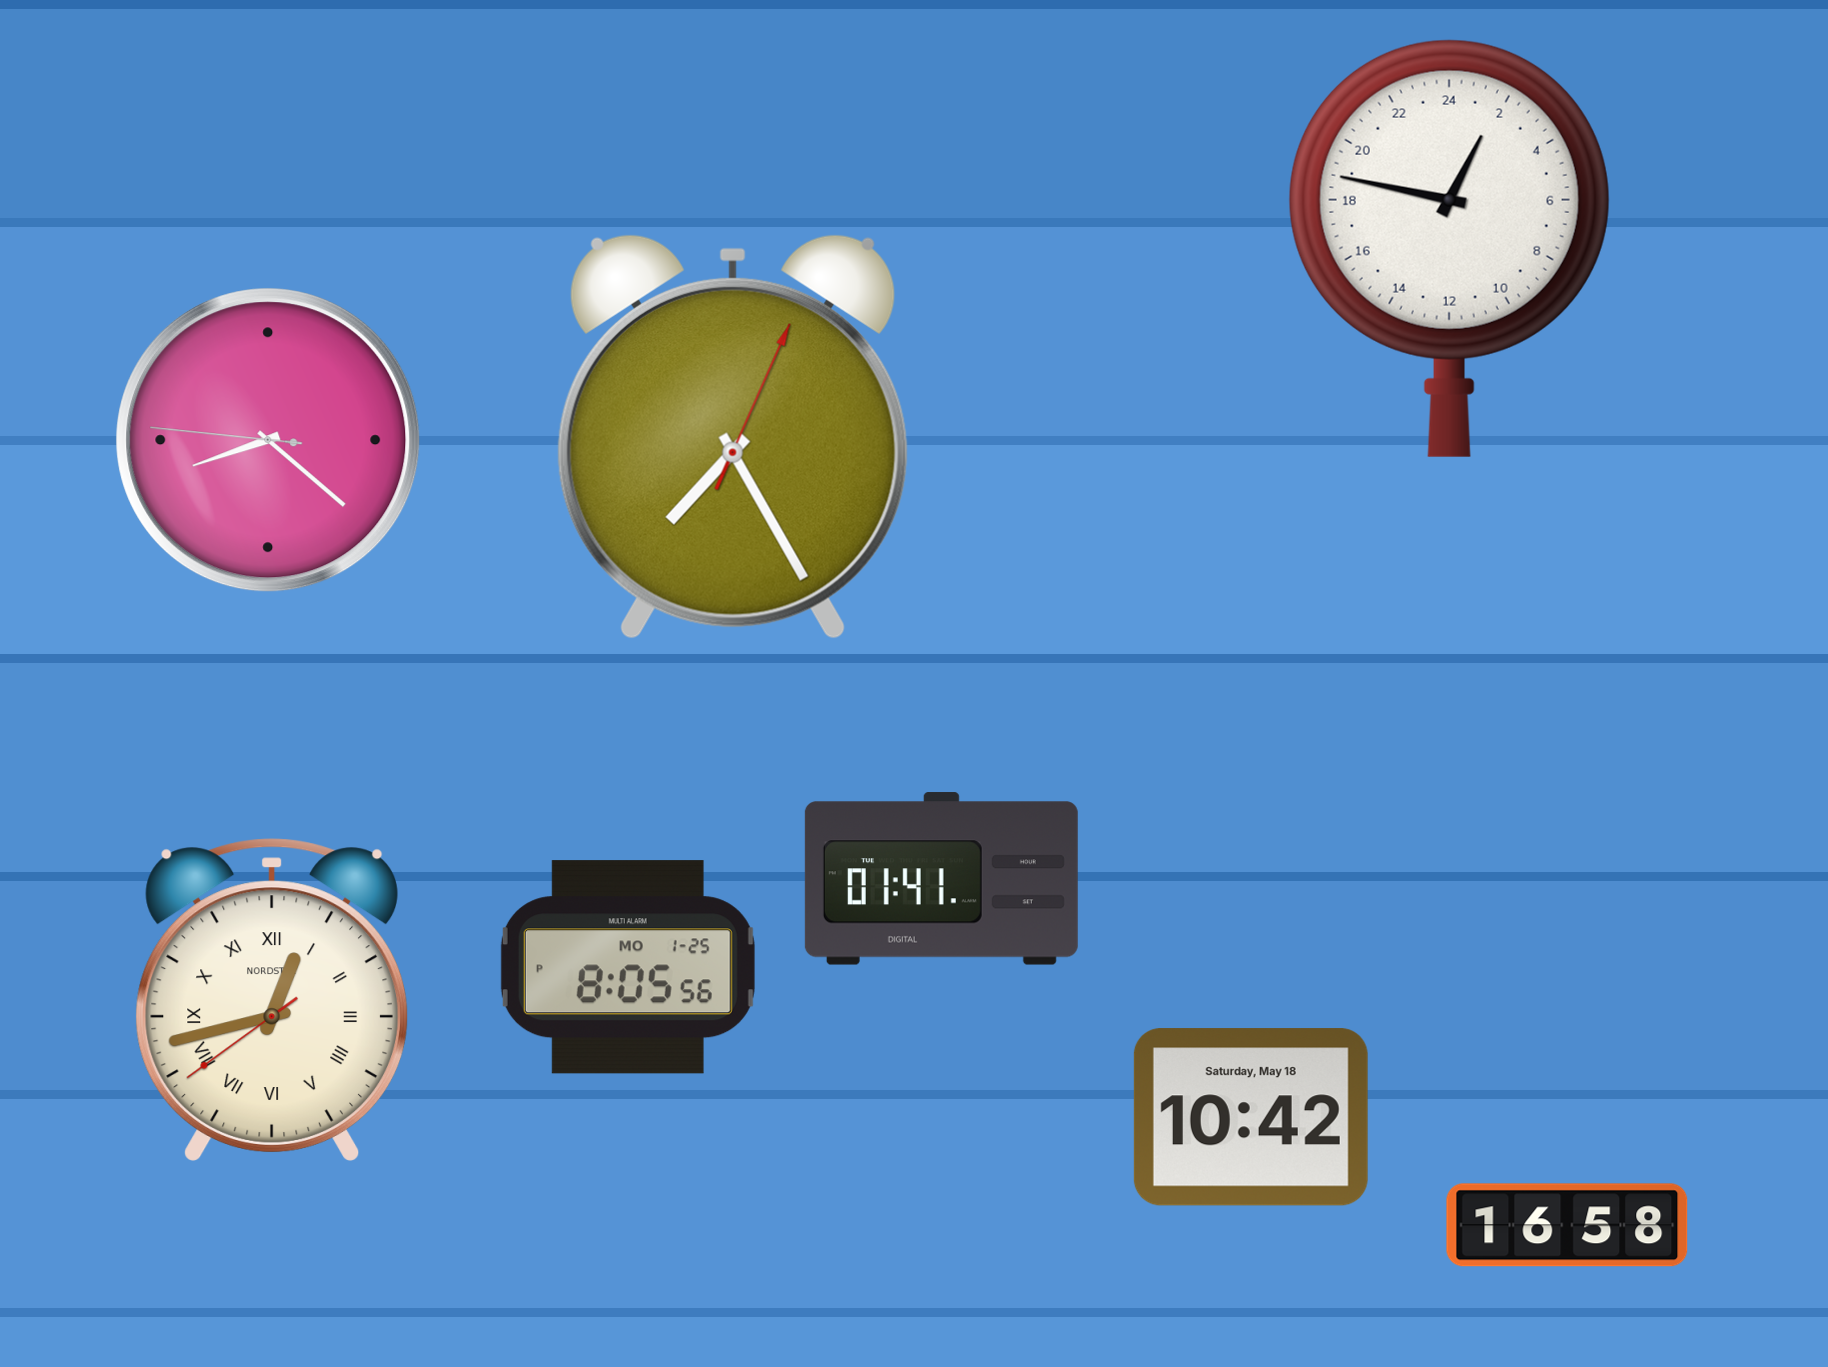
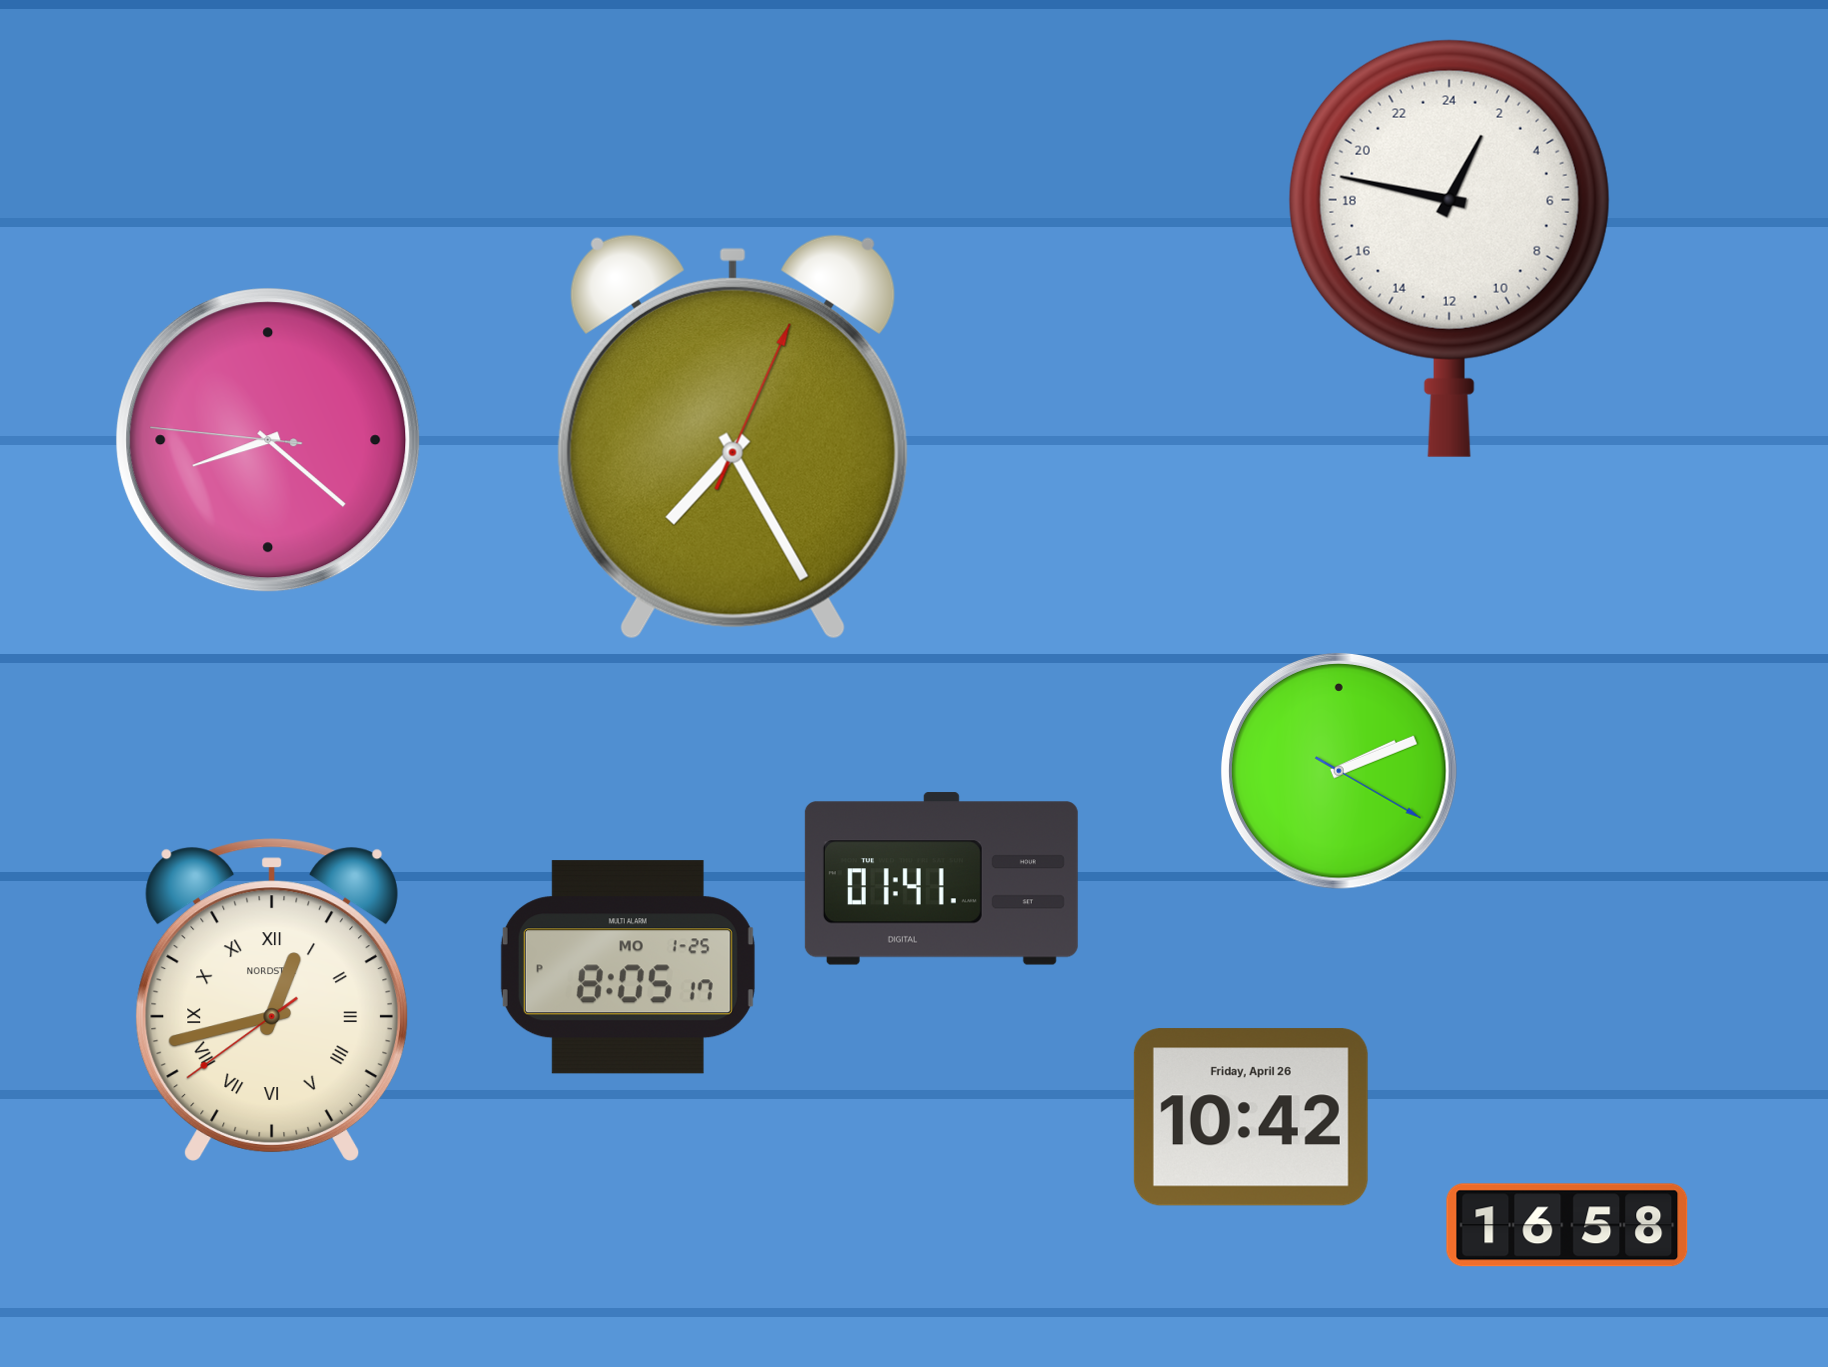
clock at (1339, 771): none -> 2:11
clock at (628, 967): 8:05:56 PM -> 8:05:17 PM
clock at (1251, 1117) date: Saturday, May 18 -> Friday, April 26
